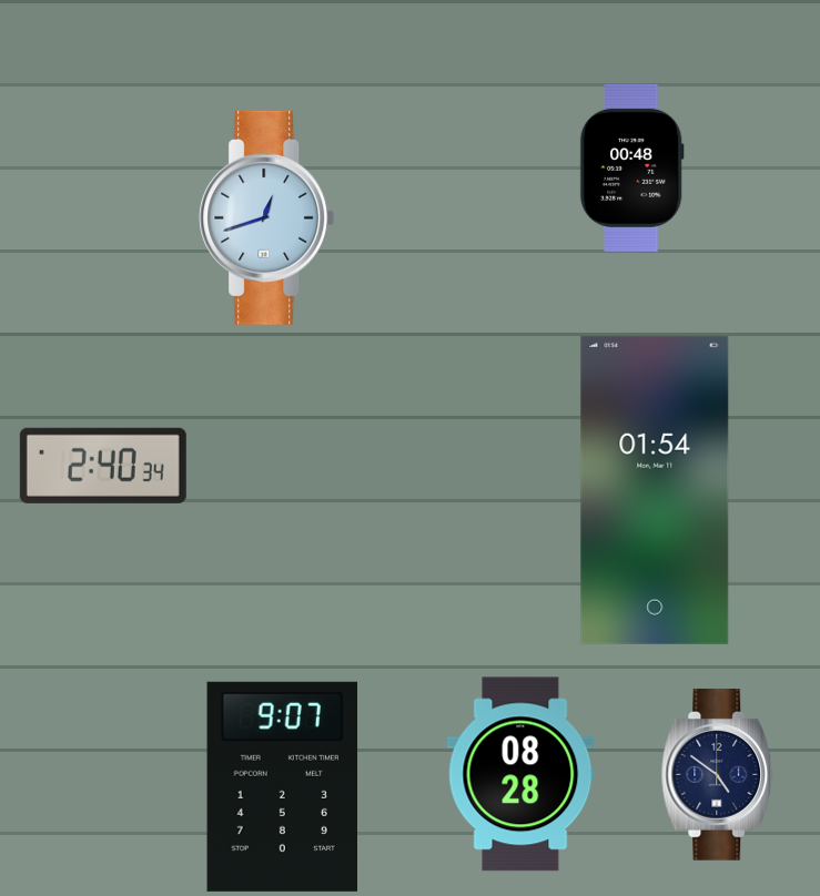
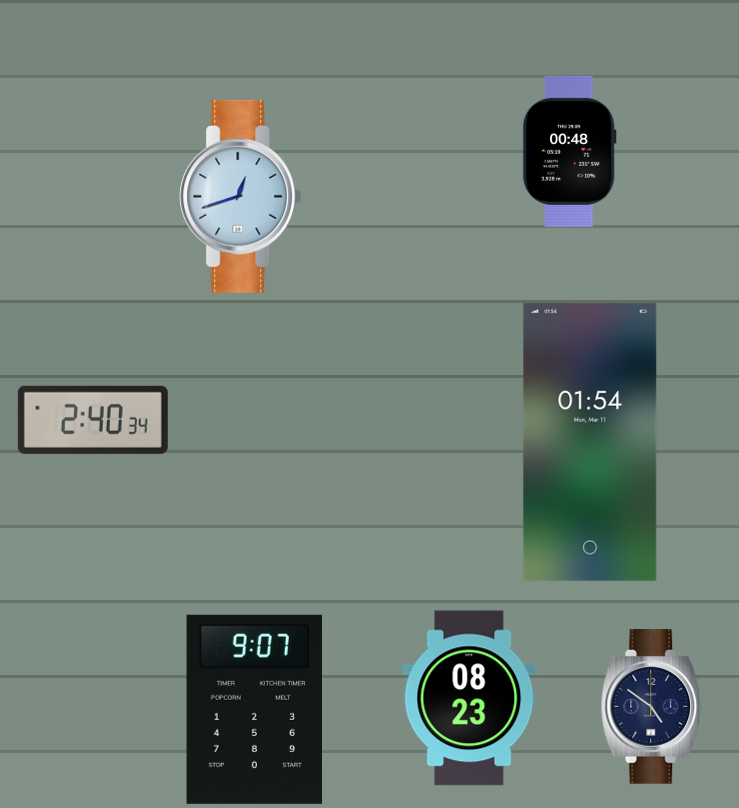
clock at (520, 774): 08:28 -> 08:23
clock at (718, 775) position: (718, 775) -> (652, 707)
